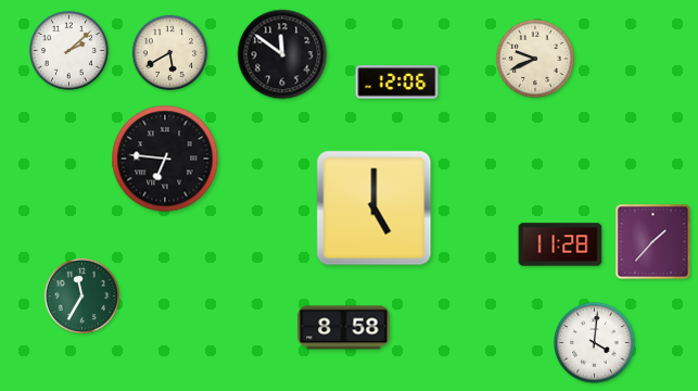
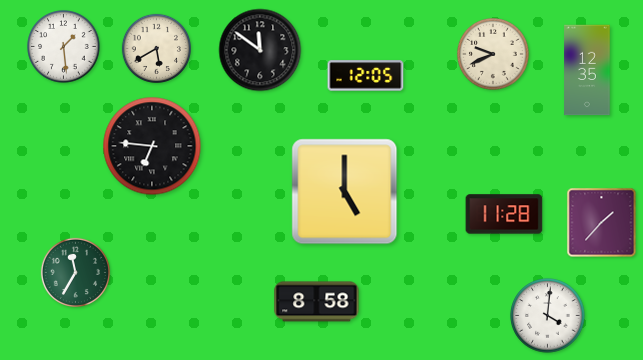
clock at (69, 51): 2:08 -> 1:29
clock at (587, 70): none -> 12:35
clock at (397, 83): 12:06 -> 12:05
clock at (560, 244) position: (560, 244) -> (504, 214)
